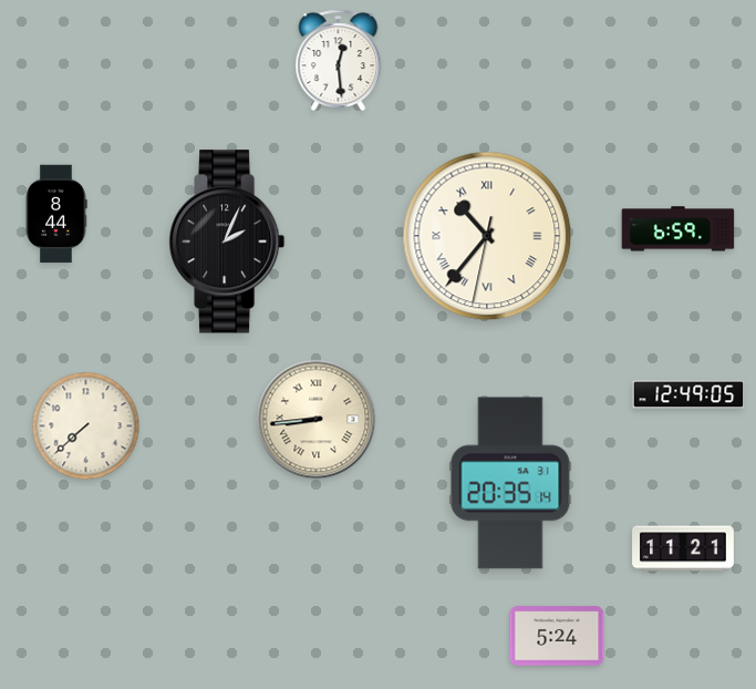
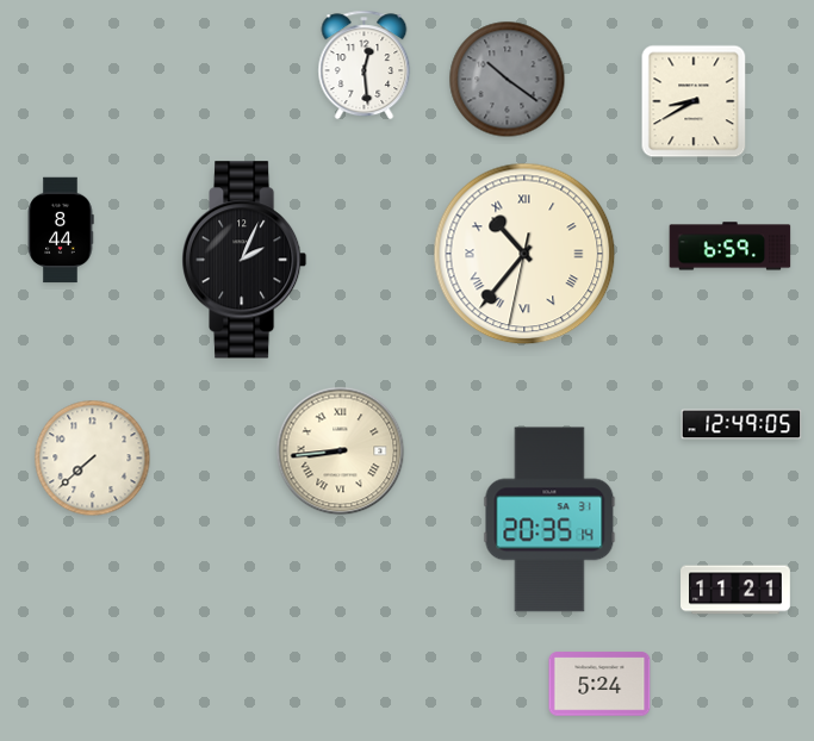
clock at (508, 80): none -> 10:21
clock at (694, 101): none -> 8:40
